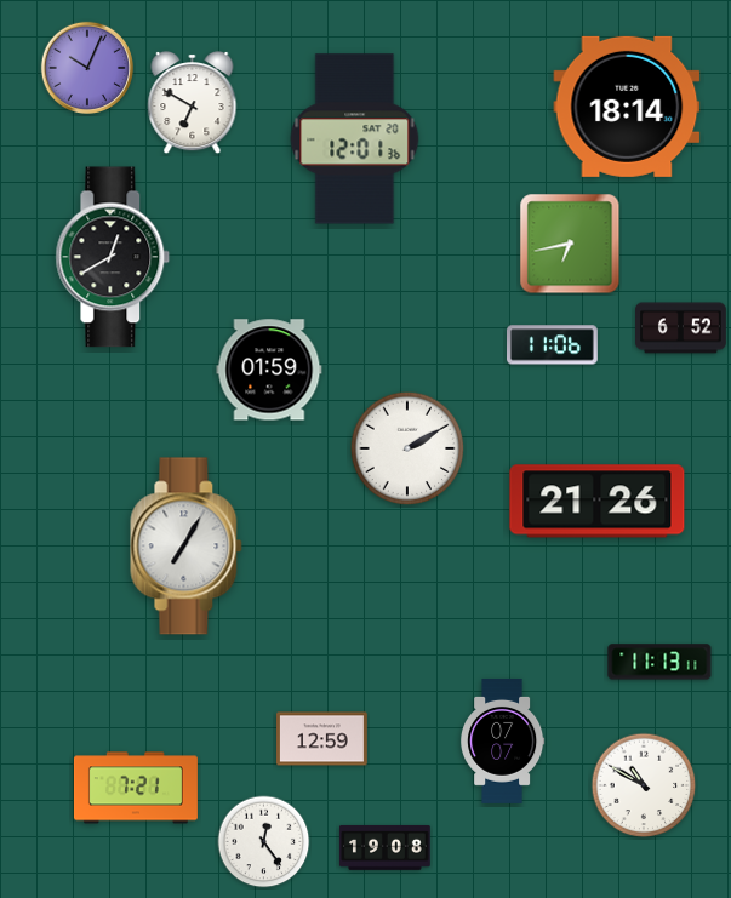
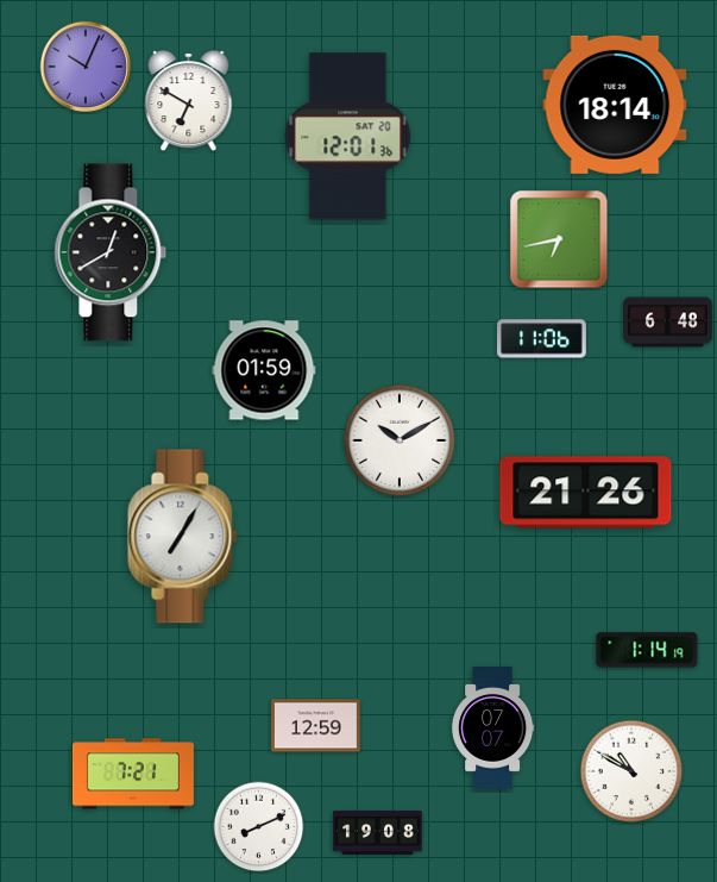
clock at (681, 328): 6:52 -> 6:48
clock at (269, 370) position: (269, 370) -> (264, 370)
clock at (407, 448): 2:10 -> 10:10
clock at (659, 662): 11:13 -> 1:14
clock at (264, 842): 12:24 -> 8:11
